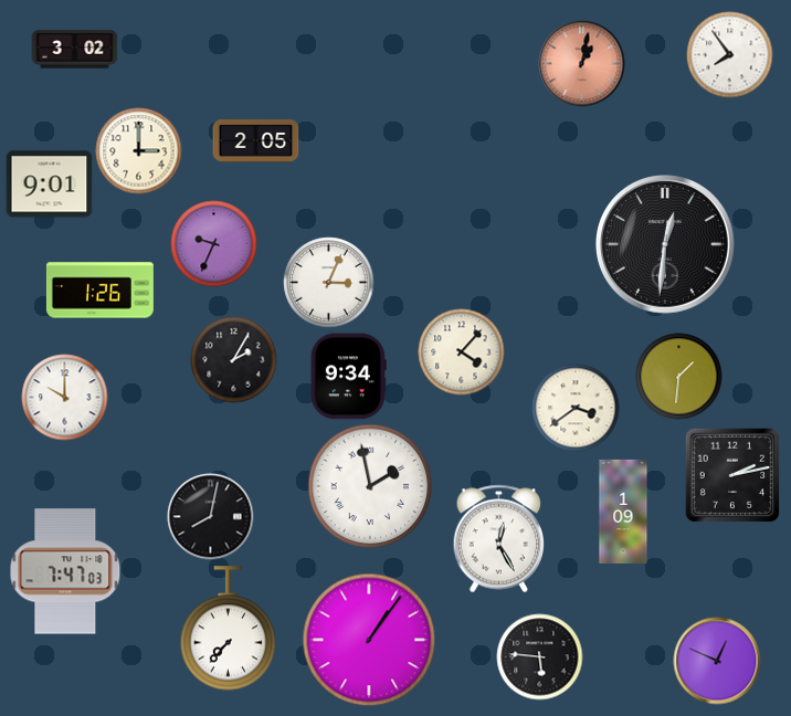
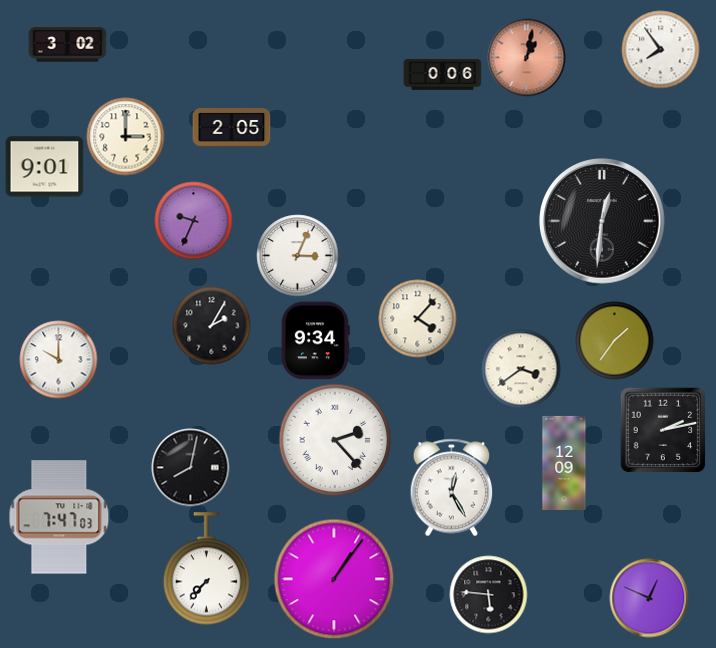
clock at (442, 75): none -> 0:06
clock at (99, 291): 1:26 -> none
clock at (678, 376): 1:31 -> 1:36
clock at (370, 486): 1:58 -> 2:23
clock at (623, 512): 1:09 -> 12:09
